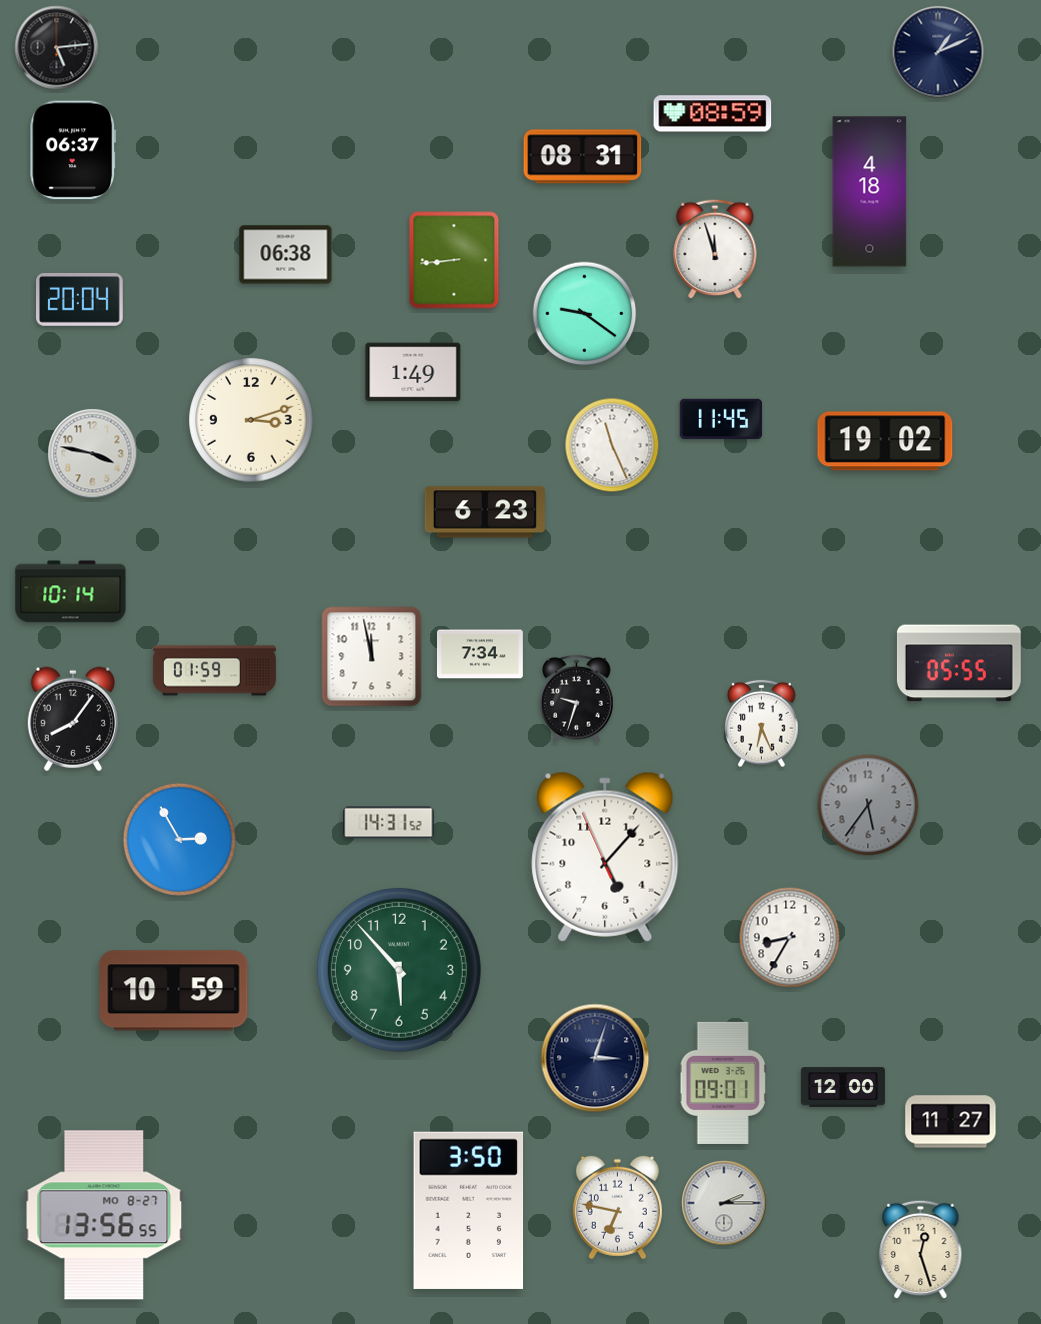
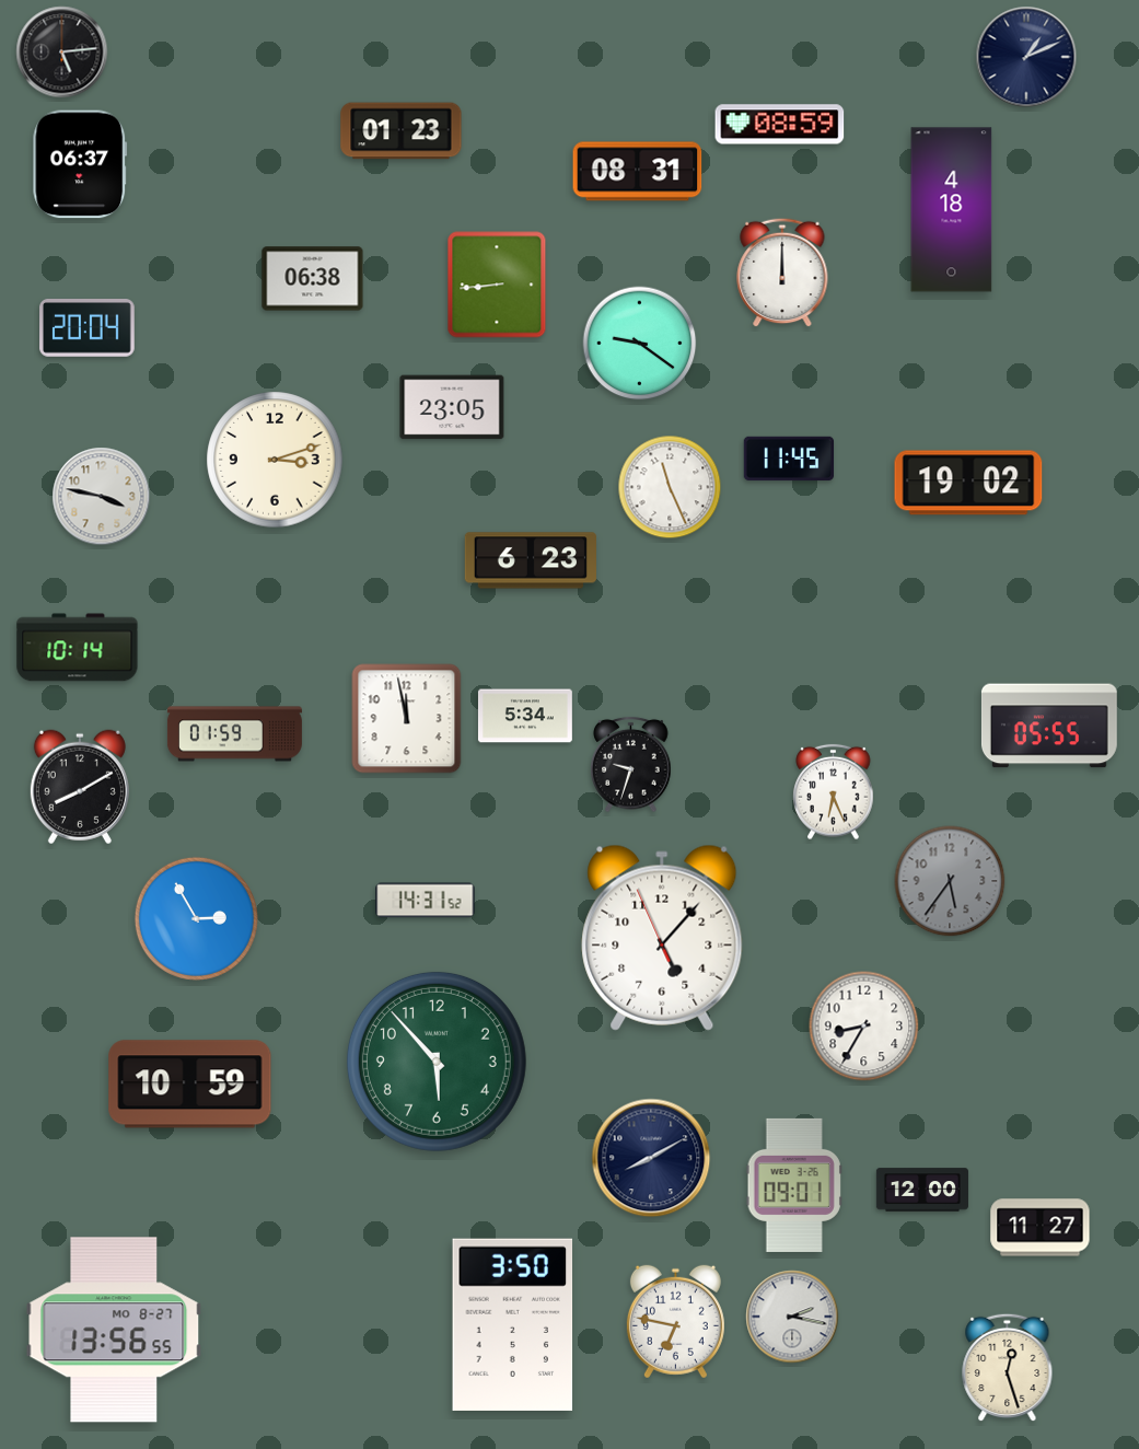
clock at (402, 131): none -> 01:23
clock at (715, 249): 11:57 -> 12:00
clock at (413, 372): 1:49 -> 23:05
clock at (480, 654): 7:34 -> 5:34
clock at (73, 719): 8:06 -> 8:10
clock at (595, 1058): 3:03 -> 8:10
clock at (723, 1083) position: (723, 1083) -> (794, 1185)
clock at (724, 1203): 2:15 -> 2:17
